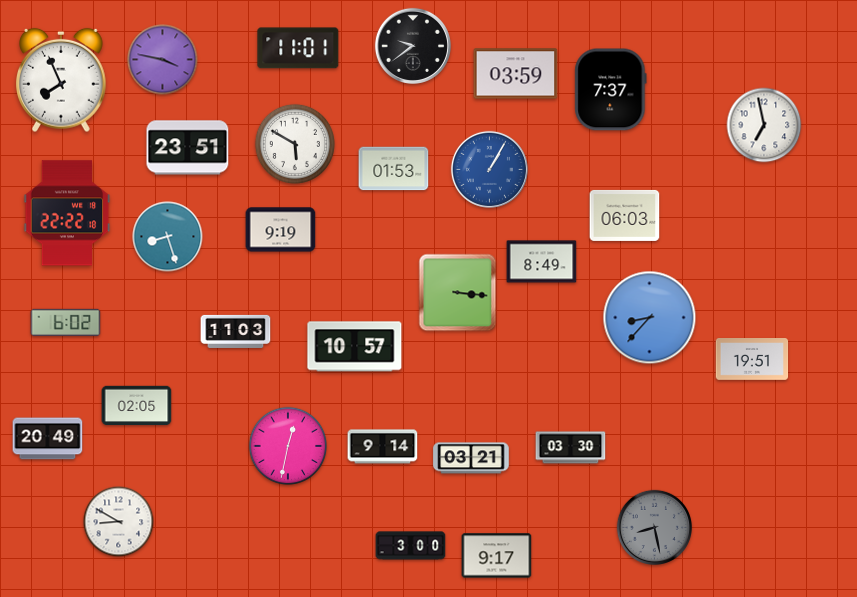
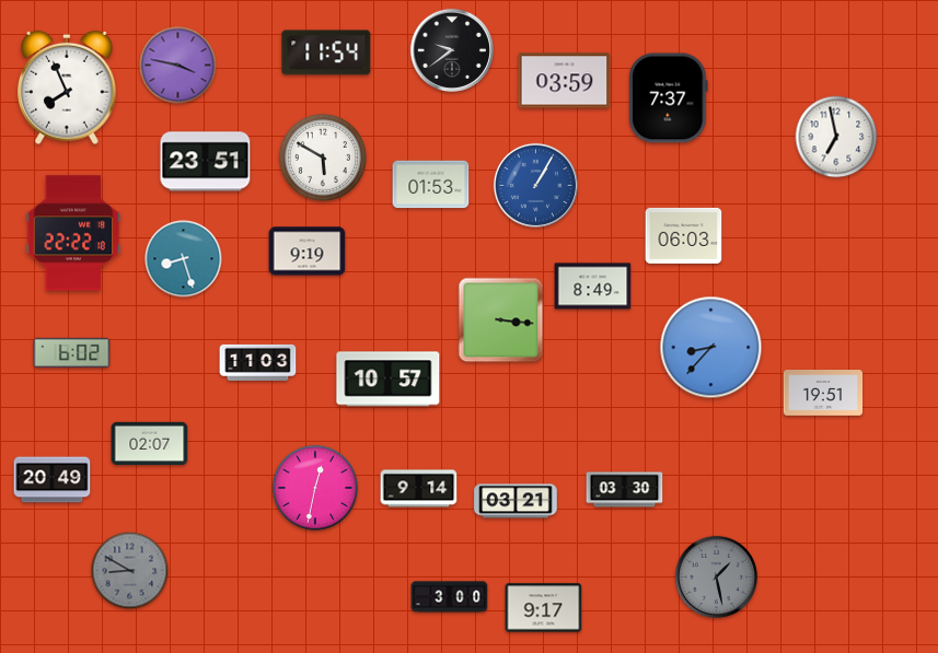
clock at (298, 48): 11:01 -> 11:54
clock at (137, 406): 02:05 -> 02:07
clock at (119, 522) dial: white -> grey
clock at (654, 527): 8:28 -> 1:28
